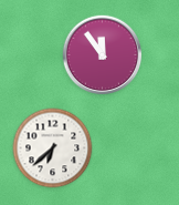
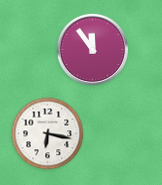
clock at (53, 148): 6:38 -> 6:17
